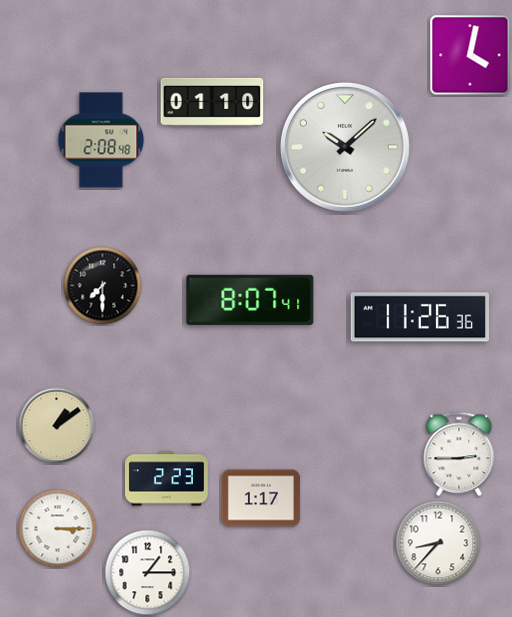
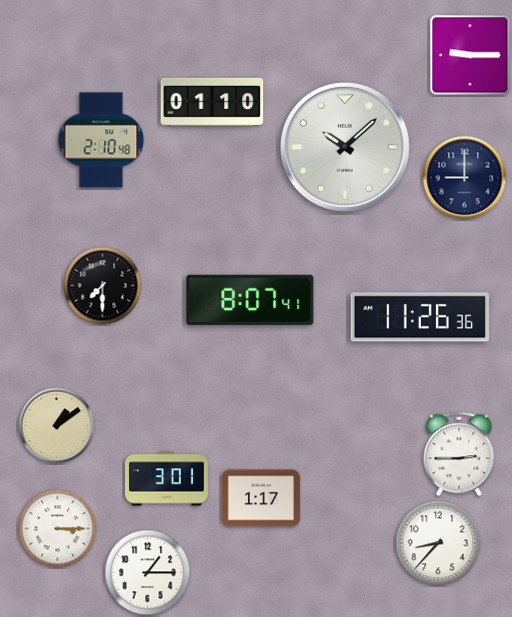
clock at (470, 55): 4:02 -> 9:15
clock at (101, 140): 2:08 -> 2:10
clock at (465, 178): none -> 9:00
clock at (167, 479): 2:23 -> 3:01
